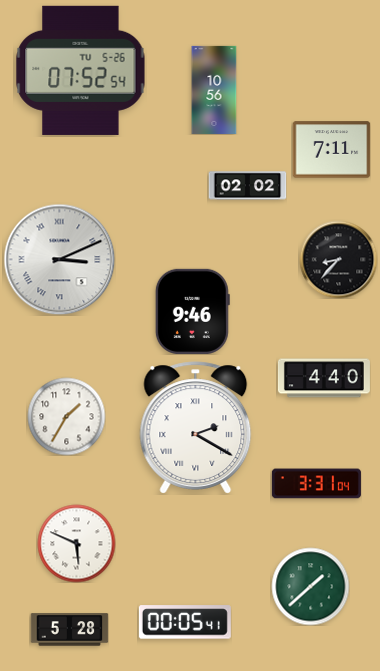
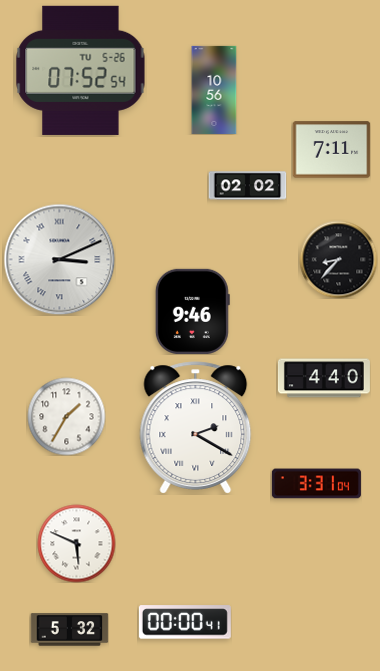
clock at (310, 586): 1:38 -> none
clock at (185, 622): 00:05 -> 00:00
clock at (69, 630): 5:28 -> 5:32
